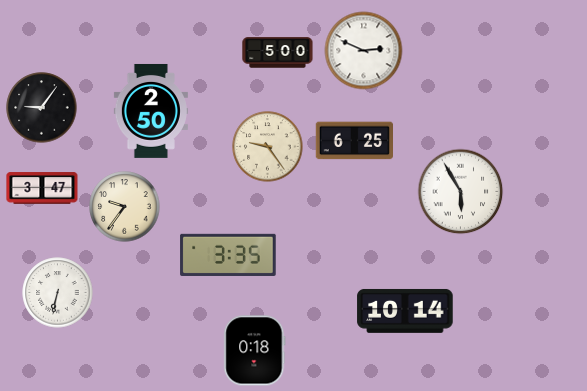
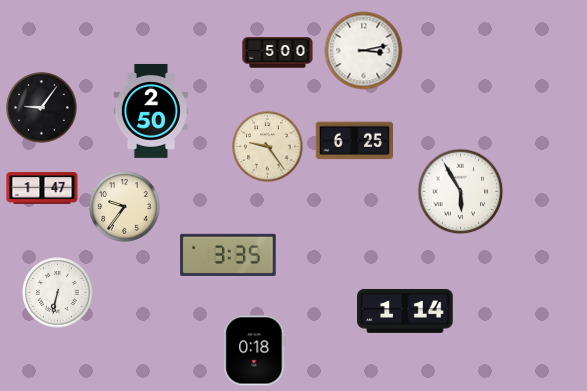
clock at (364, 51): 2:49 -> 3:13
clock at (42, 188): 3:47 -> 1:47
clock at (405, 311): 10:14 -> 1:14
